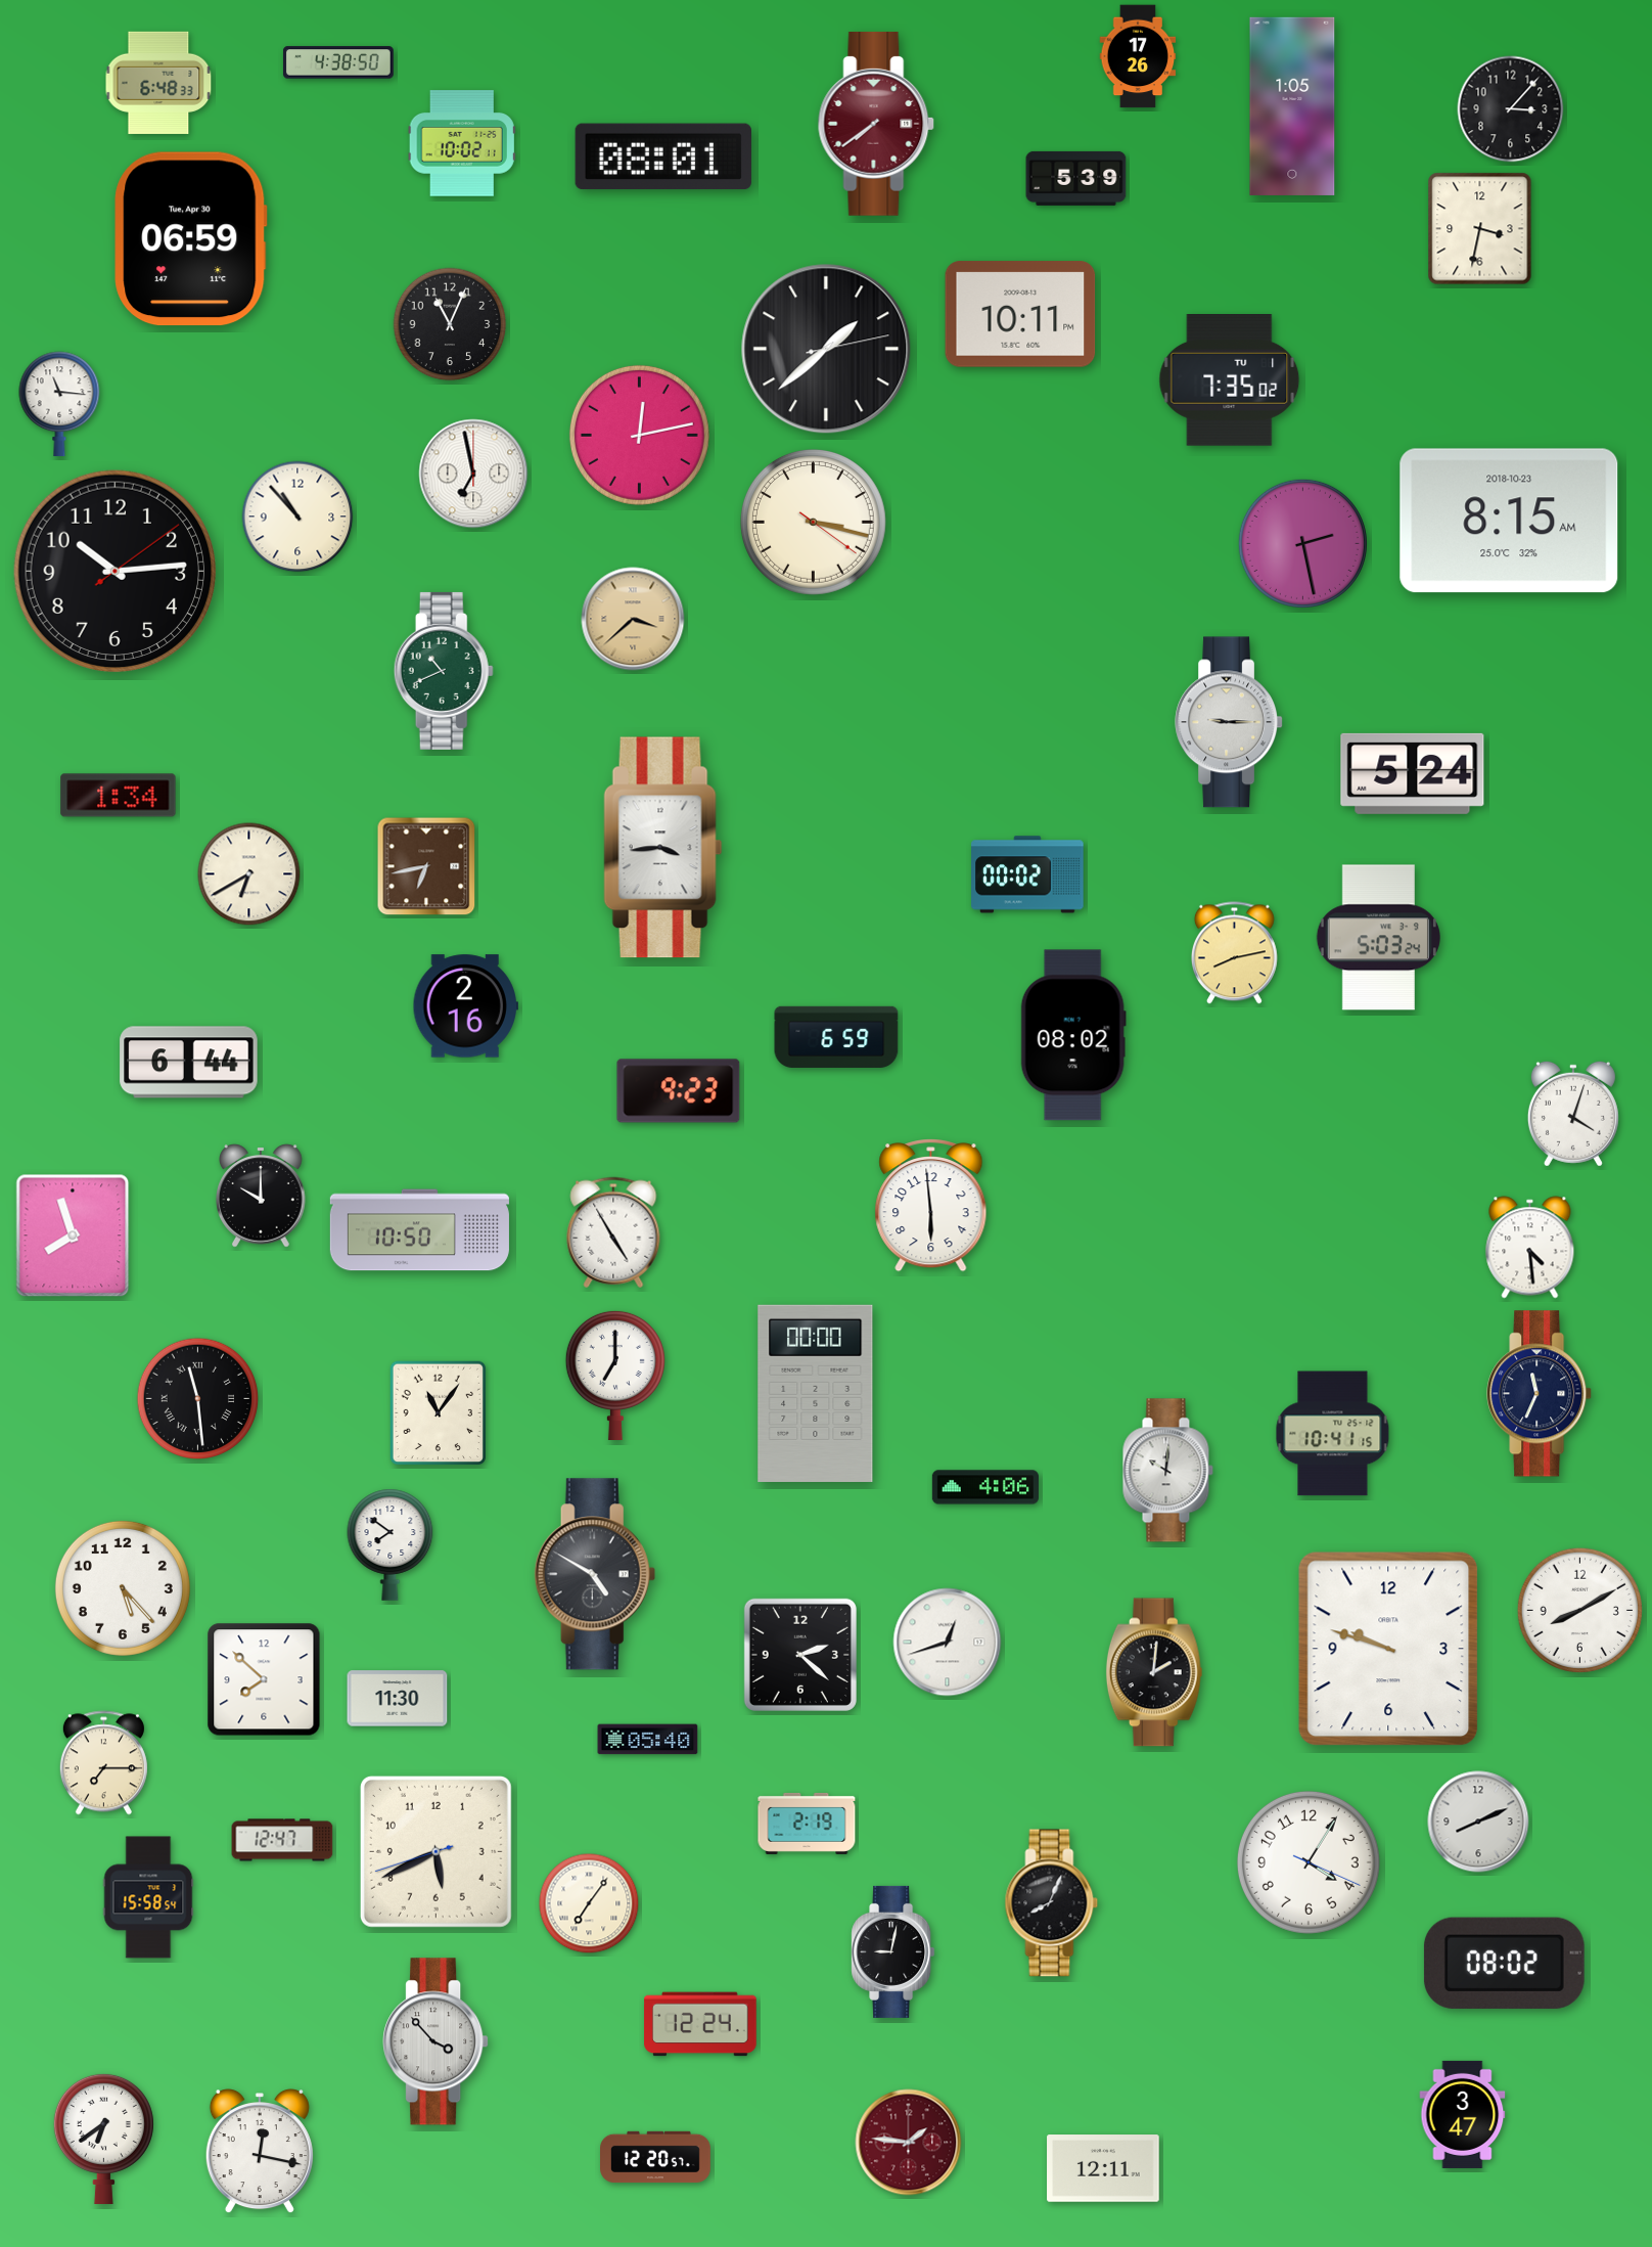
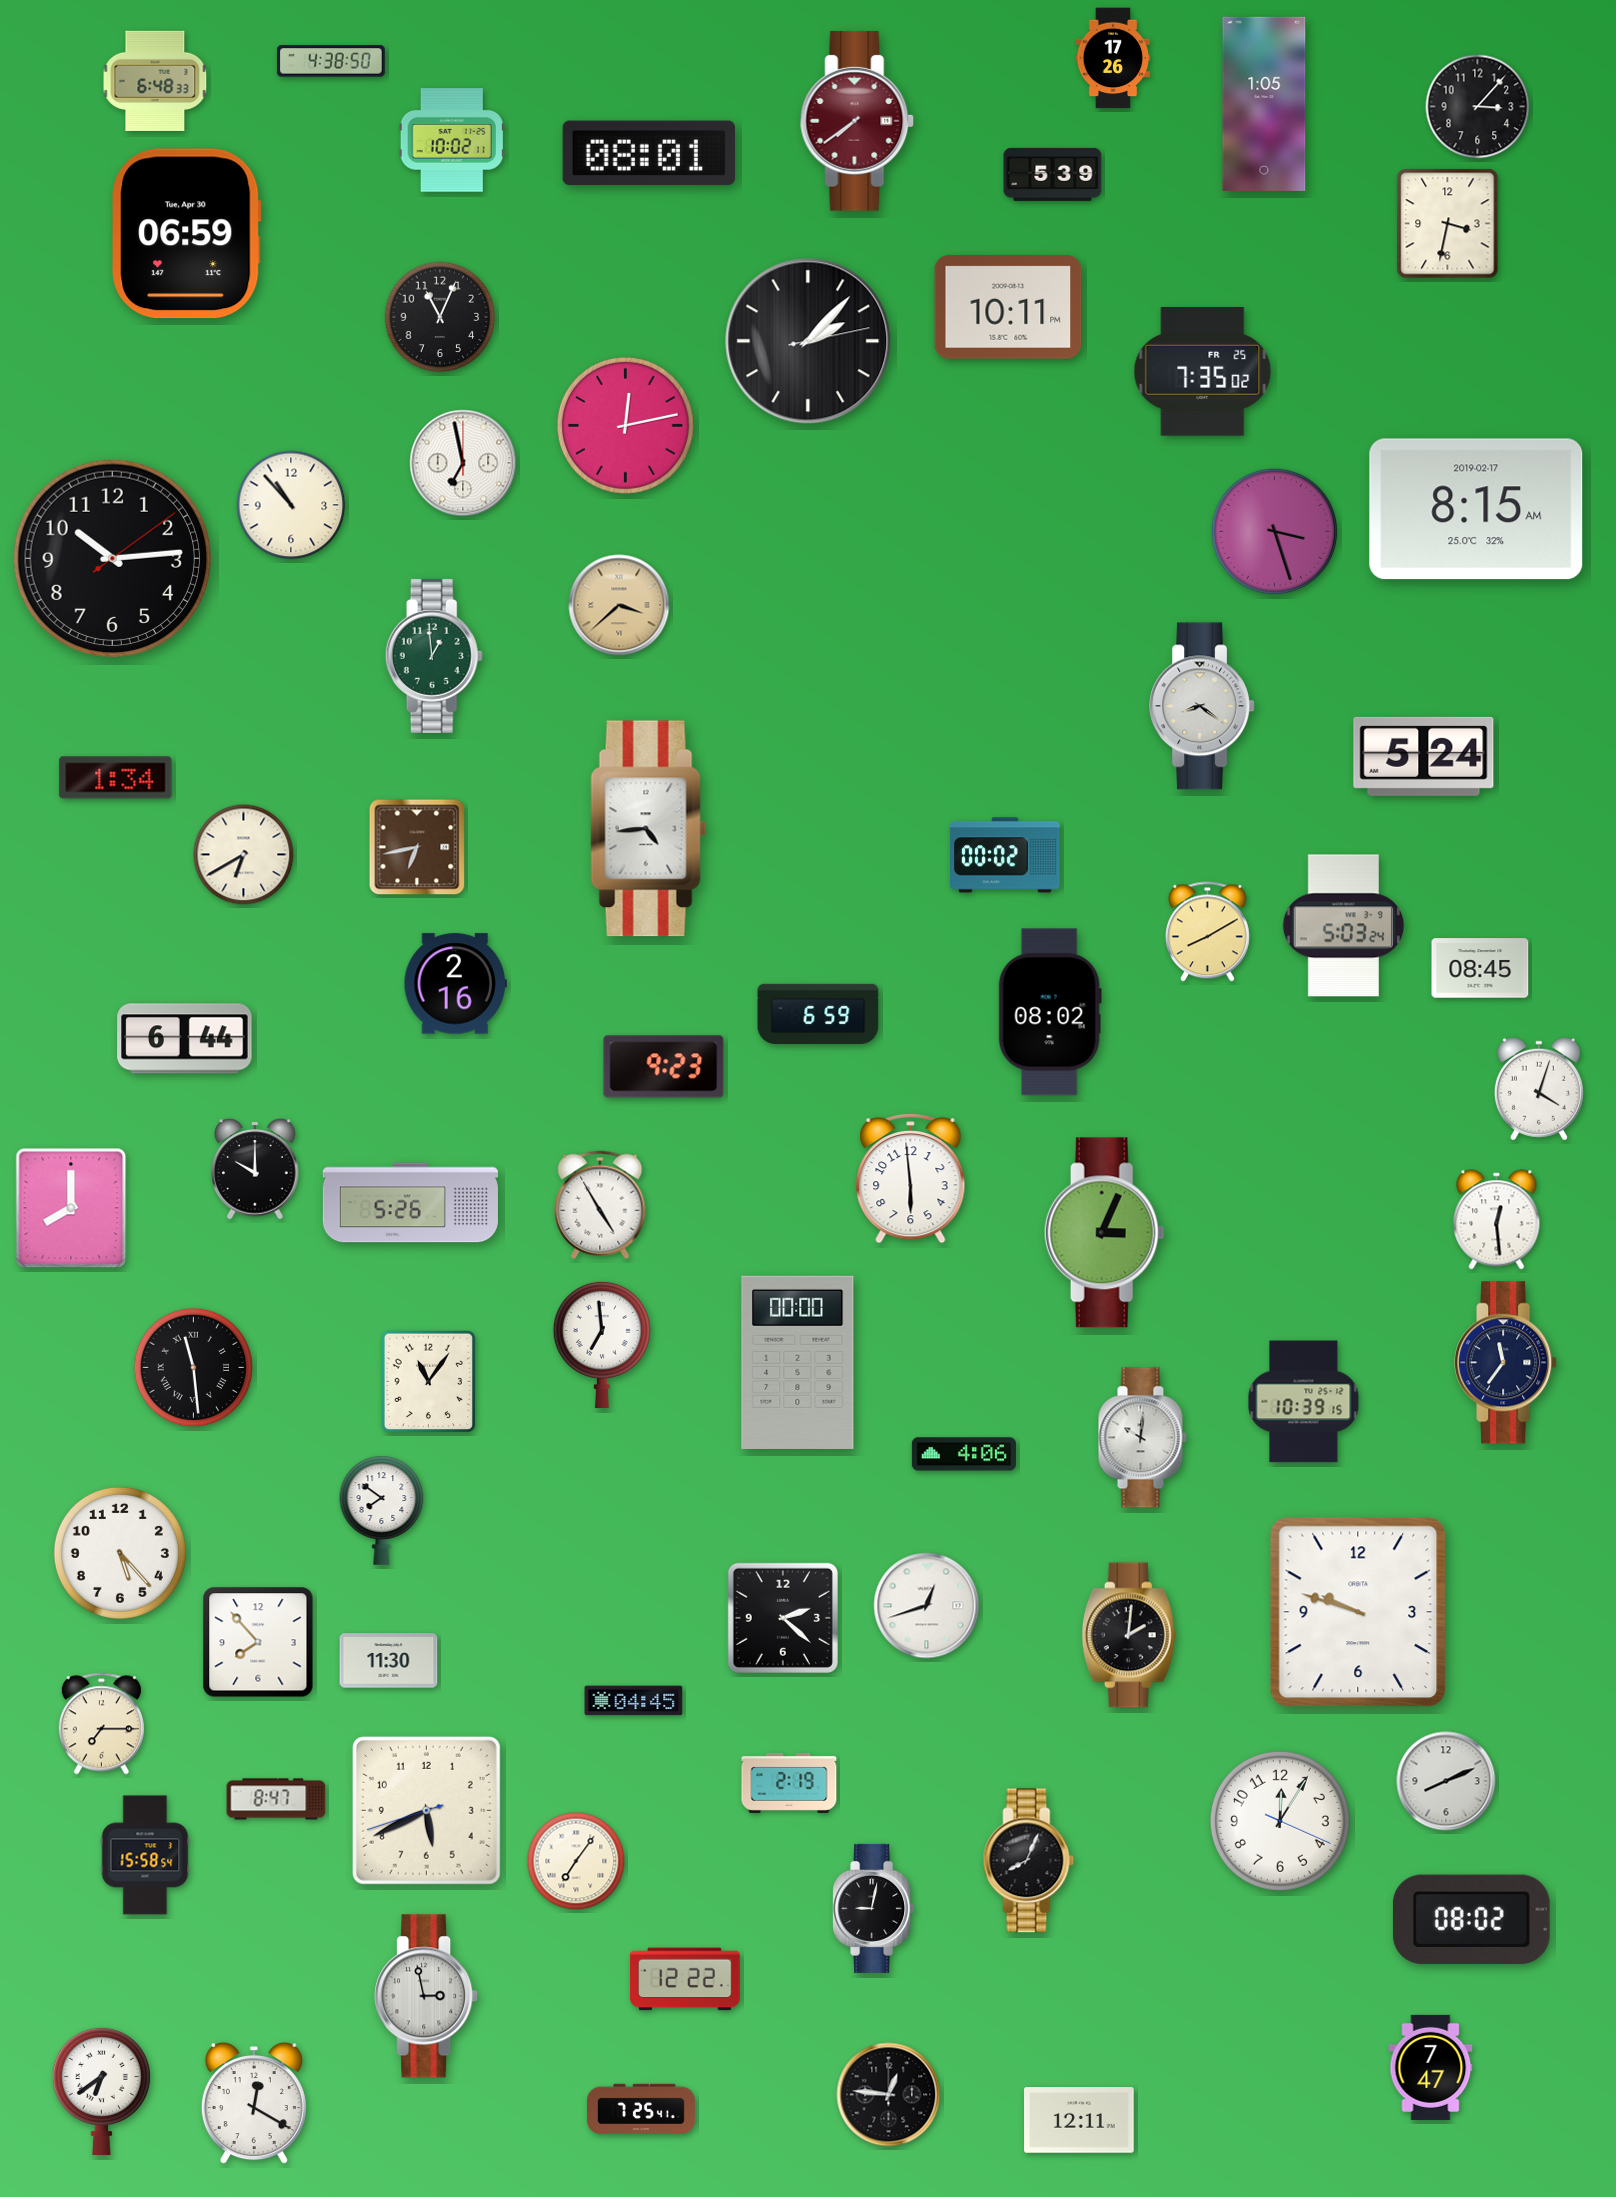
clock at (1138, 56) position: (1138, 56) -> (1113, 58)
clock at (1020, 314) position: (1020, 314) -> (1008, 307)
clock at (826, 349): 1:38 -> 2:07
clock at (1230, 380) date: TU 1 -> FR 25
clock at (59, 404): 11:16 -> none
clock at (1509, 521) date: 2018-10-23 -> 2019-02-17
clock at (813, 522): 3:17 -> none
clock at (1302, 543): 2:28 -> 3:27
clock at (444, 671): 10:41 -> 12:59
clock at (1229, 722): 9:15 -> 8:21
clock at (1413, 773) position: (1413, 773) -> (1424, 756)
clock at (663, 848): 3:44 -> 4:44
clock at (1378, 938) position: (1378, 938) -> (1343, 926)
clock at (1234, 953): 8:13 -> 8:10
clock at (1480, 968): none -> 08:45
clock at (419, 1230): 10:50 -> 5:26
clock at (73, 1235): 7:57 -> 8:00
clock at (1530, 1248): 4:29 -> 12:29
clock at (1104, 1233): none -> 3:04
clock at (615, 1375): 7:00 -> 6:59
clock at (1540, 1394): 11:34 -> 11:36
clock at (1333, 1434): 10:41 -> 10:39
clock at (595, 1574): 4:50 -> none
clock at (1579, 1610): 8:10 -> none
clock at (264, 1679): 7:52 -> 7:53
clock at (648, 1740): 05:40 -> 04:45
clock at (282, 1840): 12:47 -> 8:47
clock at (1309, 1862): 4:05 -> 12:05
clock at (700, 2024): 12:24 -> 12:22
clock at (435, 2041): 3:53 -> 2:58
clock at (1463, 2114): 3:47 -> 7:47
clock at (909, 2143): 1:46 -> 12:46
clock at (909, 2143) dial: burgundy -> black
clock at (260, 2152): 12:17 -> 12:20
clock at (656, 2157): 12:20 -> 7:25
